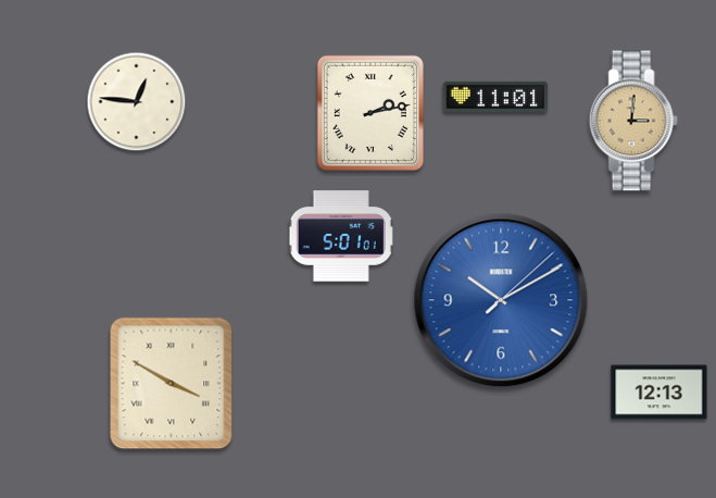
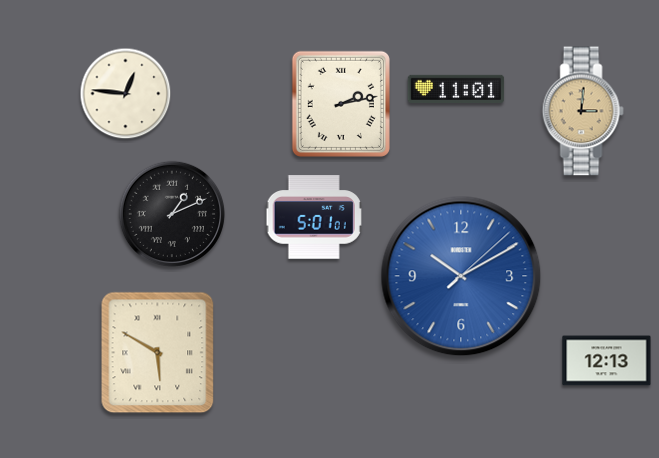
clock at (172, 214): none -> 1:11
clock at (172, 384): 3:50 -> 5:50
